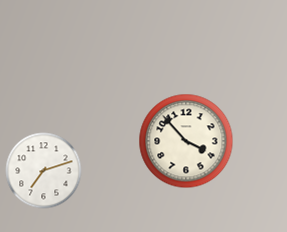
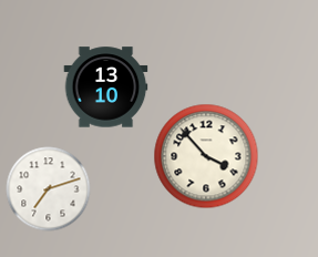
clock at (106, 88): none -> 13:10
